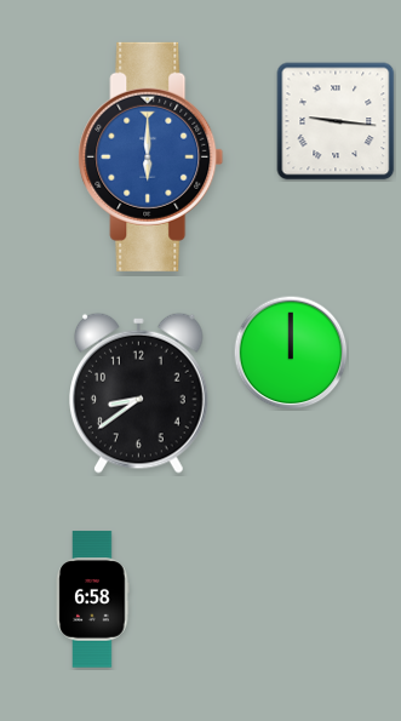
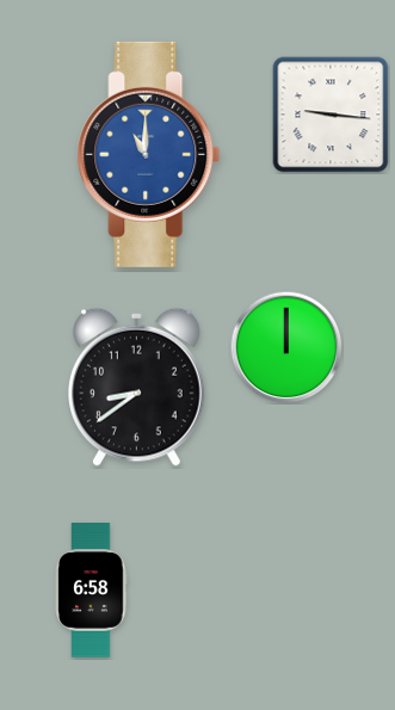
clock at (336, 121) position: (336, 121) -> (331, 115)
clock at (151, 156): 6:00 -> 11:00
